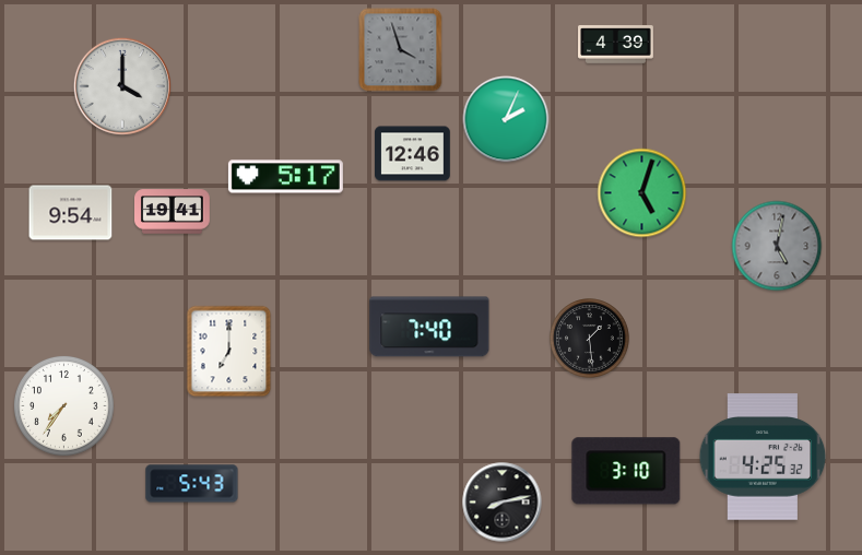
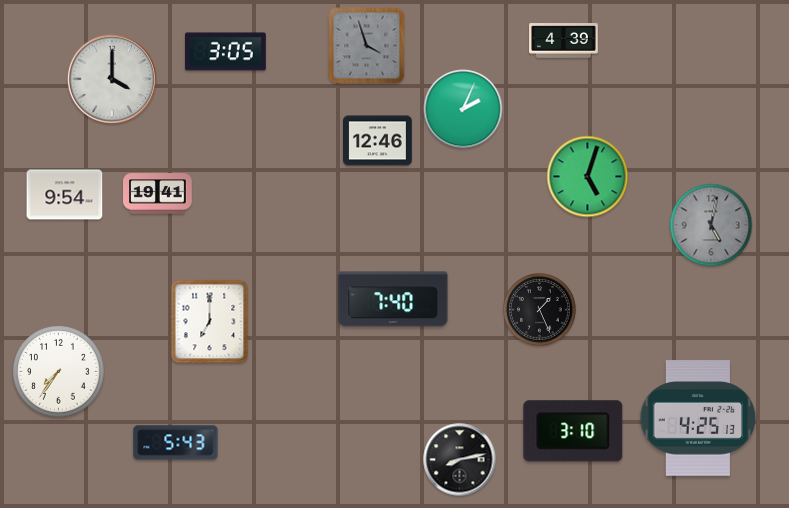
clock at (225, 52): none -> 3:05
clock at (285, 177): 5:17 -> none
clock at (590, 339): 1:29 -> 1:26
clock at (763, 457): 4:25:32 -> 4:25:13
